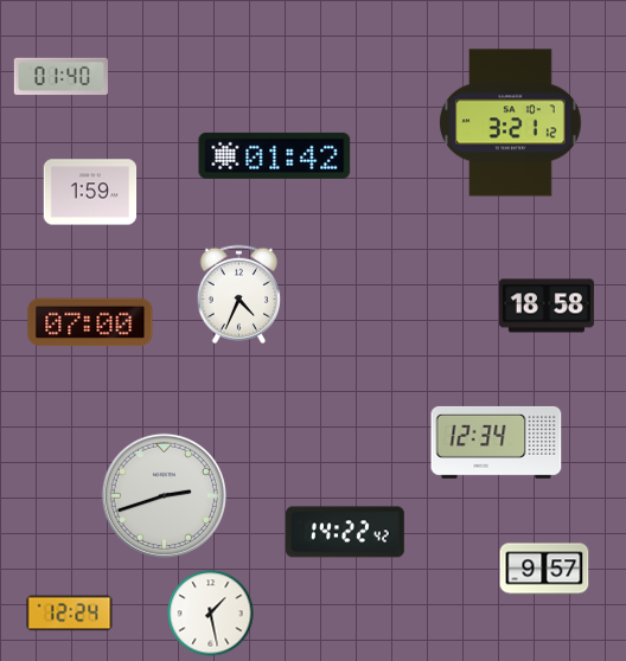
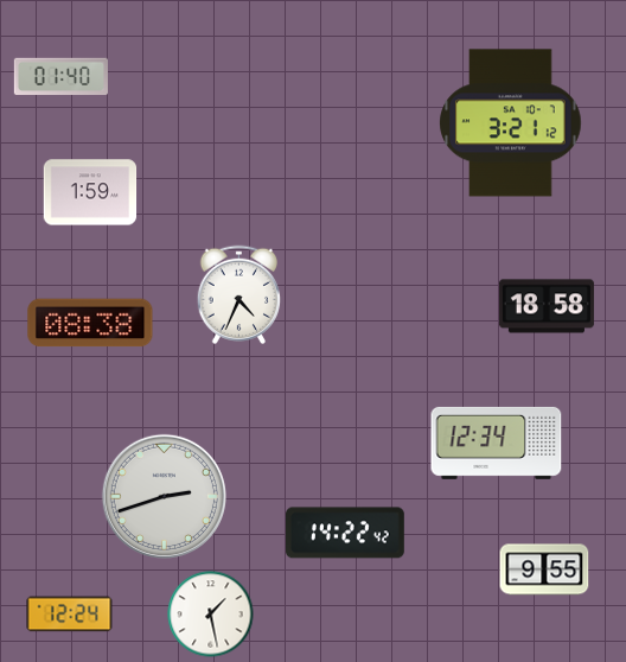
clock at (275, 155): 01:42 -> none
clock at (90, 322): 07:00 -> 08:38
clock at (544, 569): 9:57 -> 9:55
